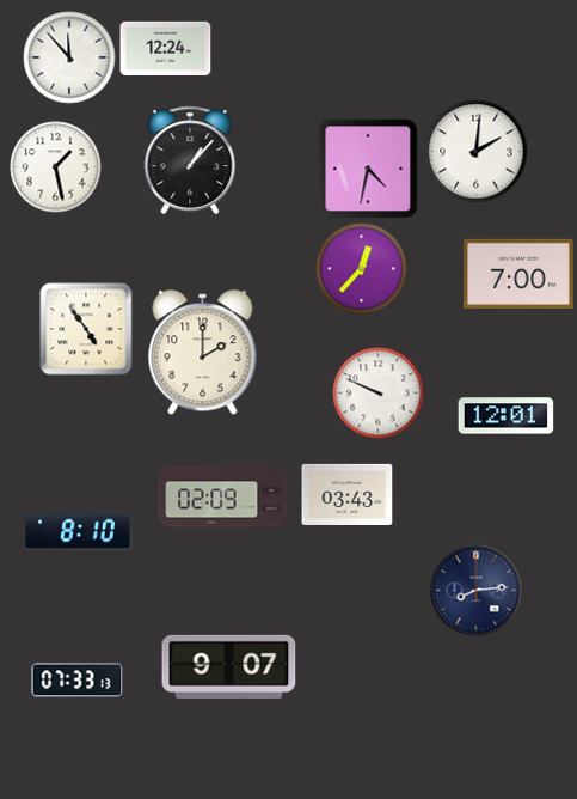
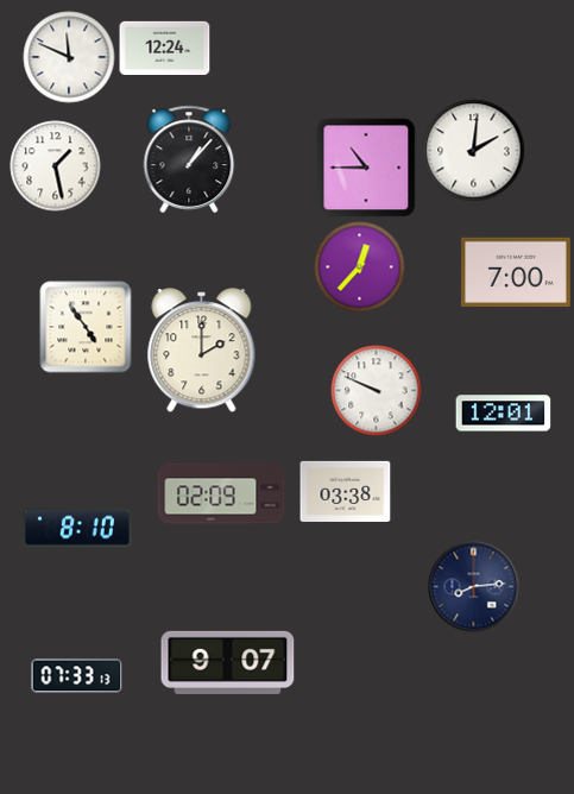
clock at (69, 57): 11:53 -> 11:49
clock at (368, 169): 4:32 -> 10:45
clock at (348, 494): 03:43 -> 03:38
